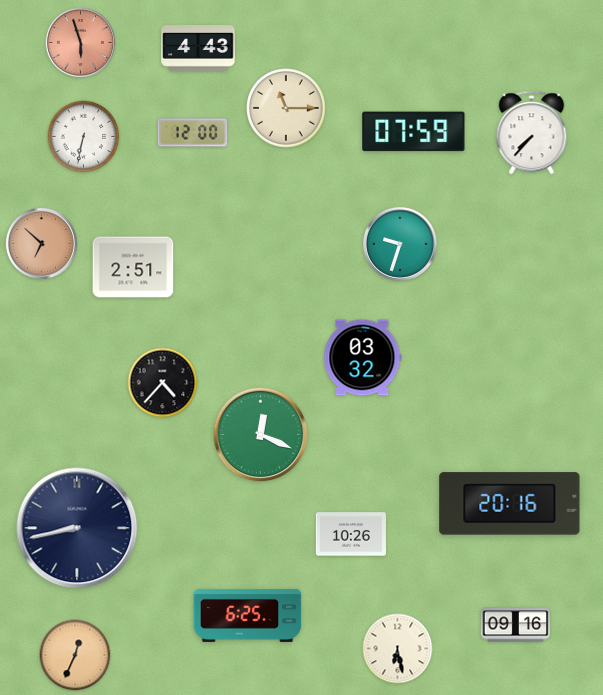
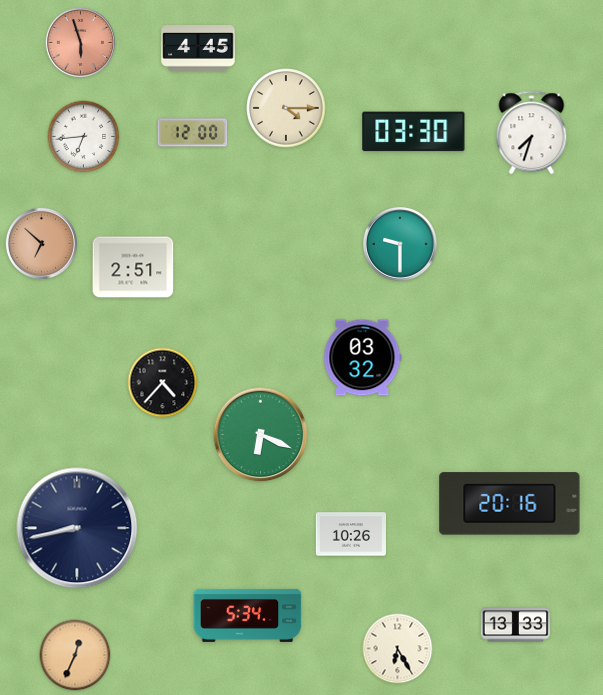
clock at (198, 49): 4:43 -> 4:45
clock at (286, 108): 11:15 -> 4:15
clock at (414, 132): 07:59 -> 03:30
clock at (532, 133): 7:37 -> 7:33
clock at (84, 137): 6:32 -> 6:44
clock at (401, 245): 9:33 -> 9:30
clock at (261, 435): 12:19 -> 6:19
clock at (248, 615): 6:25 -> 5:34
clock at (516, 625): 09:16 -> 13:33
clock at (398, 649): 6:28 -> 6:25
